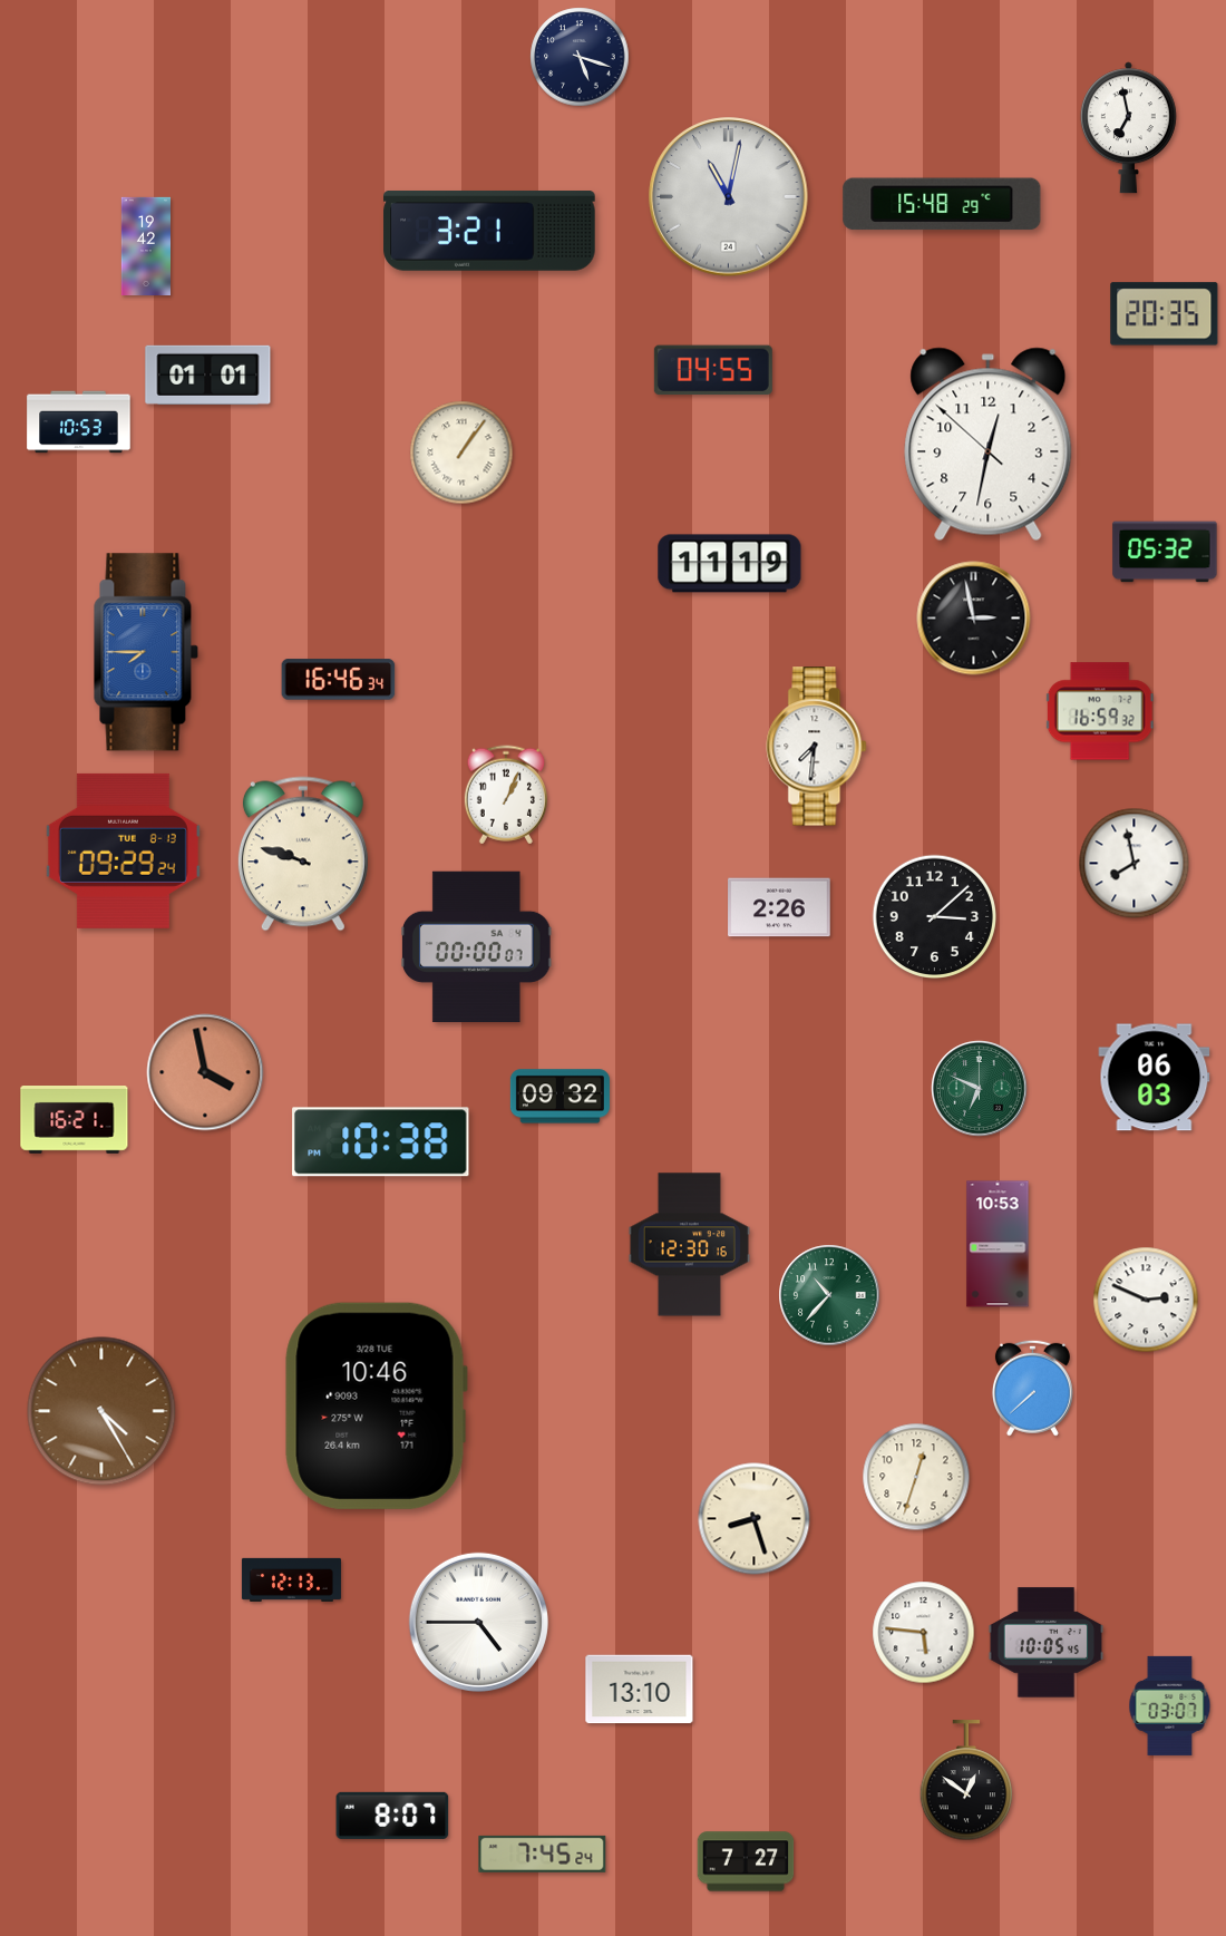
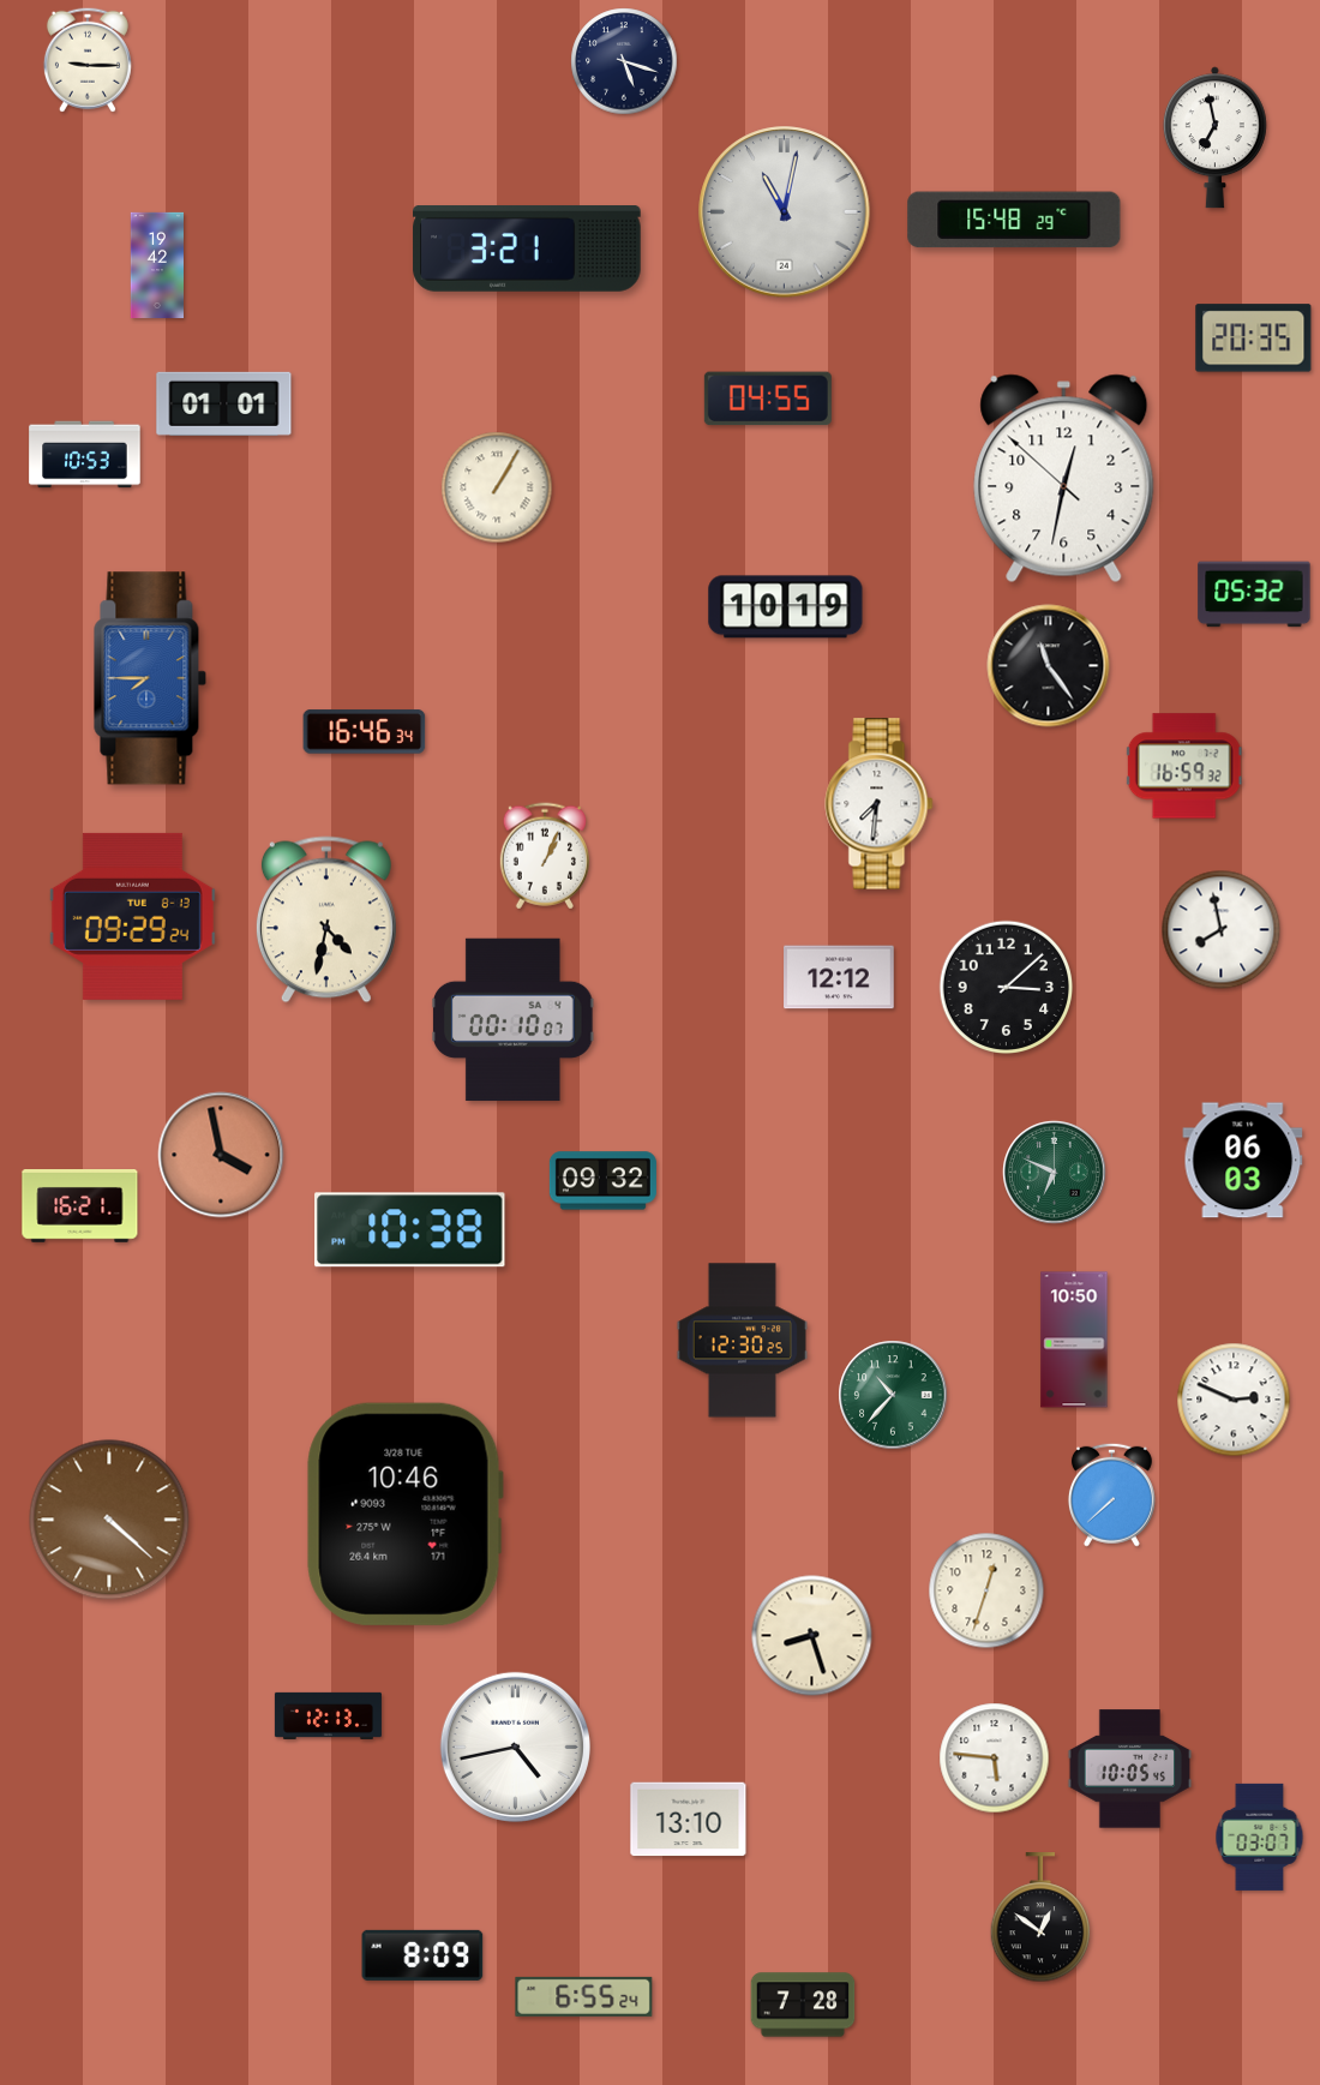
clock at (88, 60): none -> 9:15
clock at (461, 453): 1:06 -> 1:05
clock at (730, 564): 11:19 -> 10:19
clock at (974, 619): 2:58 -> 11:24
clock at (146, 652) position: (146, 652) -> (150, 678)
clock at (303, 854): 9:48 -> 4:32
clock at (779, 907): 2:26 -> 12:12
clock at (477, 947): 00:00 -> 00:10
clock at (998, 1244): 10:53 -> 10:50
clock at (689, 1245): 12:30:16 -> 12:30:25
clock at (101, 1411): 4:25 -> 4:22
clock at (291, 1579) position: (291, 1579) -> (328, 1715)
clock at (478, 1622): 4:45 -> 4:43
clock at (1047, 1643) position: (1047, 1643) -> (1130, 1769)
clock at (392, 1816): 8:07 -> 8:09
clock at (543, 1854): 7:45 -> 6:55
clock at (746, 1861): 7:27 -> 7:28
